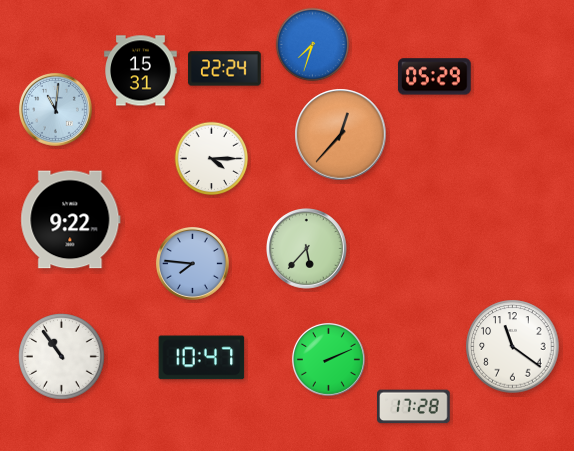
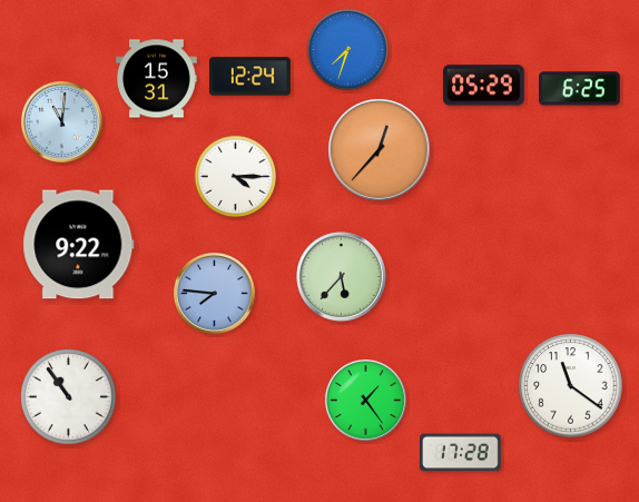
clock at (225, 69): 22:24 -> 12:24
clock at (580, 89): none -> 6:25
clock at (202, 358): 10:47 -> none
clock at (328, 359): 2:11 -> 1:24
